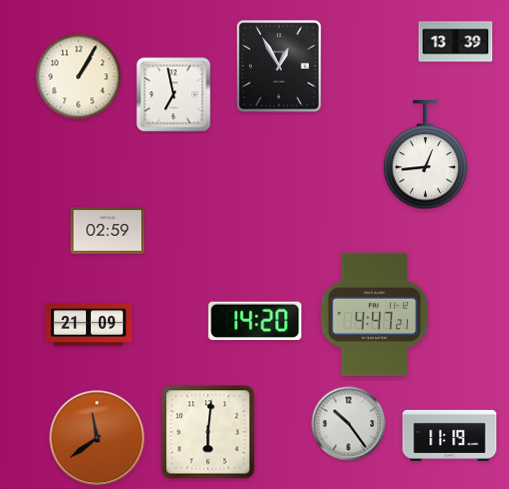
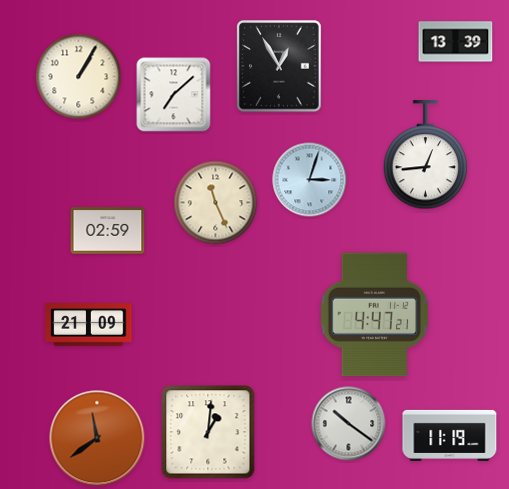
clock at (174, 95): 6:58 -> 7:08
clock at (310, 180): none -> 3:03
clock at (216, 203): none -> 11:26
clock at (255, 321): 14:20 -> none
clock at (349, 424): 10:24 -> 10:21
clock at (208, 432): 6:01 -> 1:01
